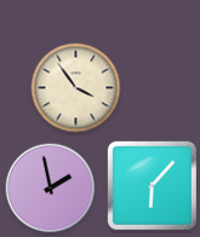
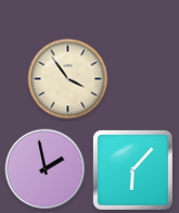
clock at (152, 185) position: (152, 185) -> (132, 170)
